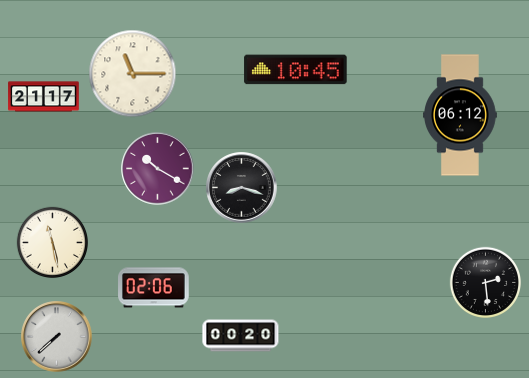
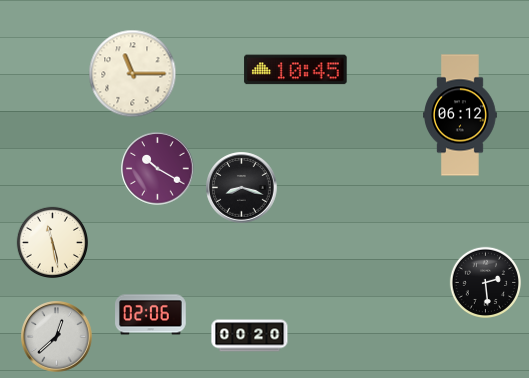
clock at (44, 97): 21:17 -> none
clock at (154, 288) position: (154, 288) -> (151, 315)
clock at (241, 336) position: (241, 336) -> (250, 336)
clock at (57, 337): 7:38 -> 12:38
